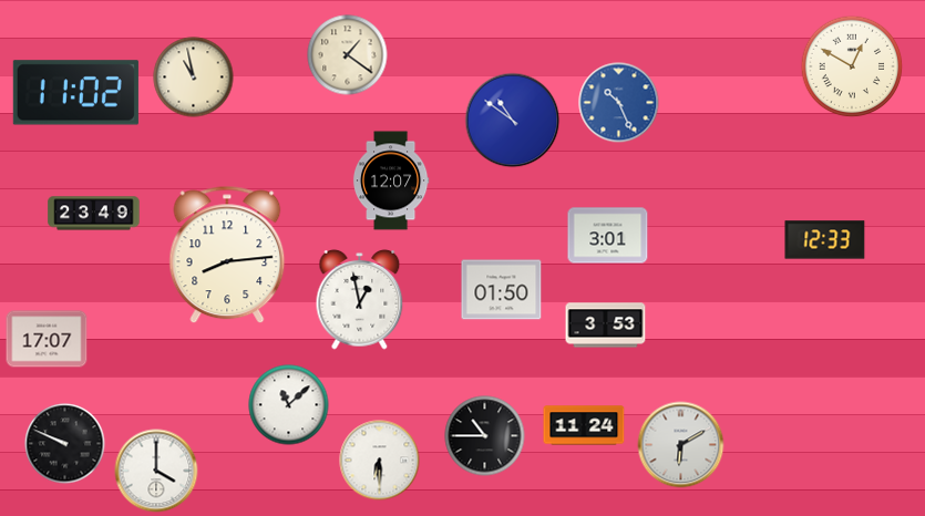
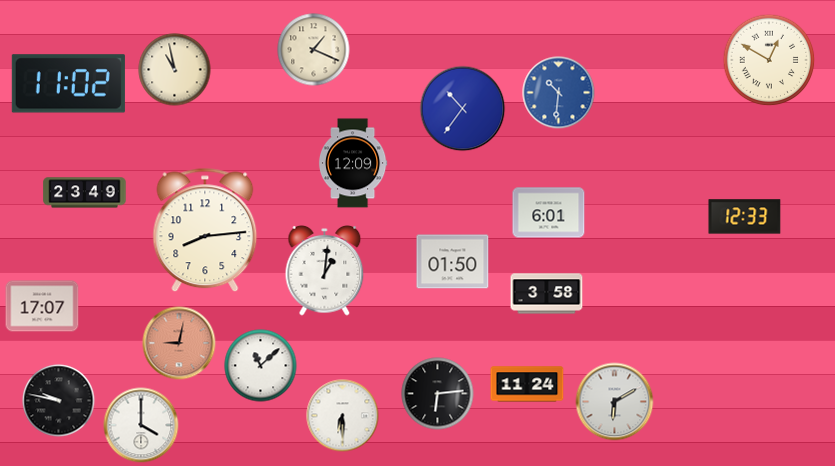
clock at (348, 55): 1:21 -> 1:19
clock at (619, 103): 10:26 -> 10:31
clock at (513, 121): 10:51 -> 10:36
clock at (391, 180): 12:07 -> 12:09
clock at (608, 236): 3:01 -> 6:01
clock at (360, 300): 12:58 -> 1:01
clock at (606, 326): 3:53 -> 3:58
clock at (179, 343): none -> 9:02
clock at (485, 436): 10:45 -> 6:14
clock at (65, 444): 9:49 -> 9:47
